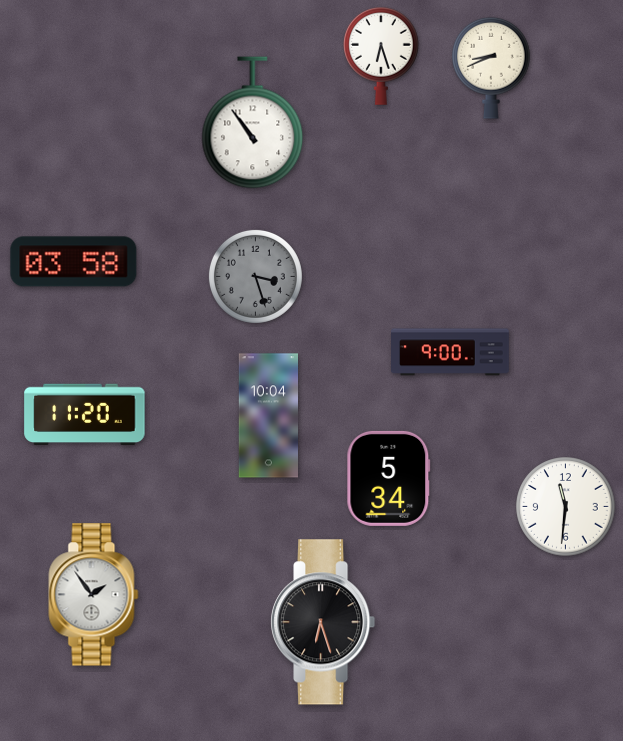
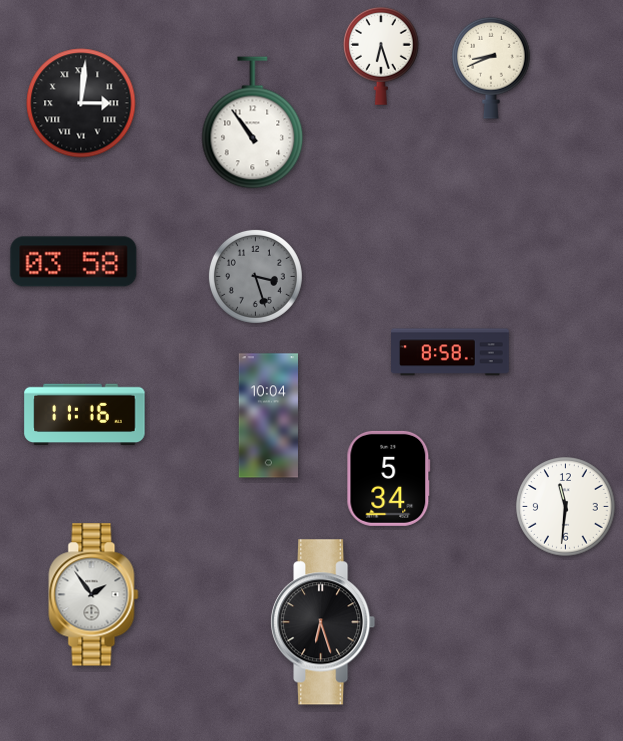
clock at (81, 103): none -> 3:01
clock at (451, 352): 9:00 -> 8:58
clock at (85, 415): 11:20 -> 11:16
